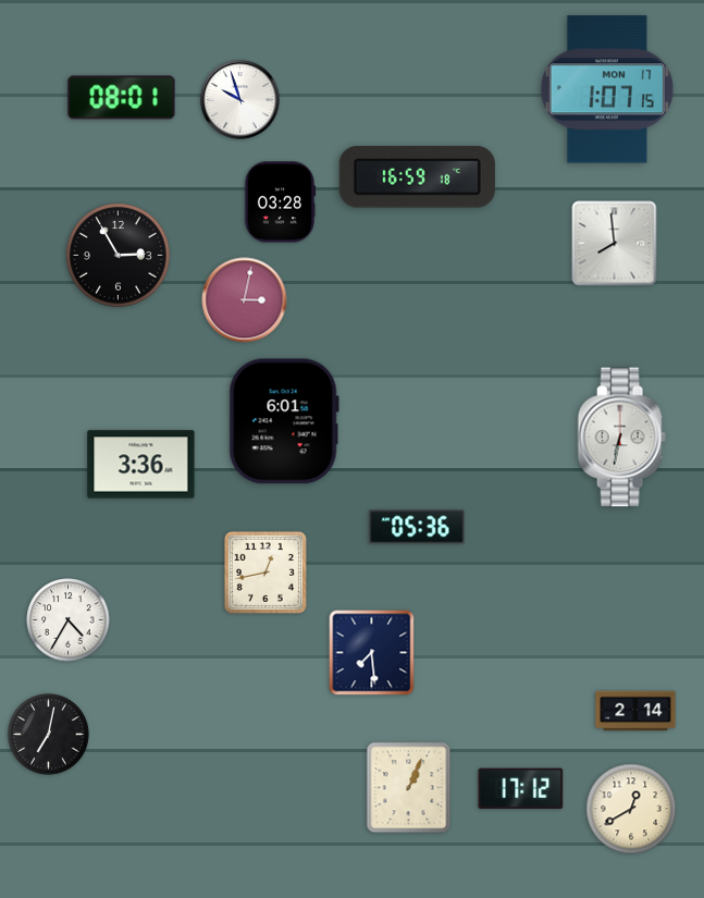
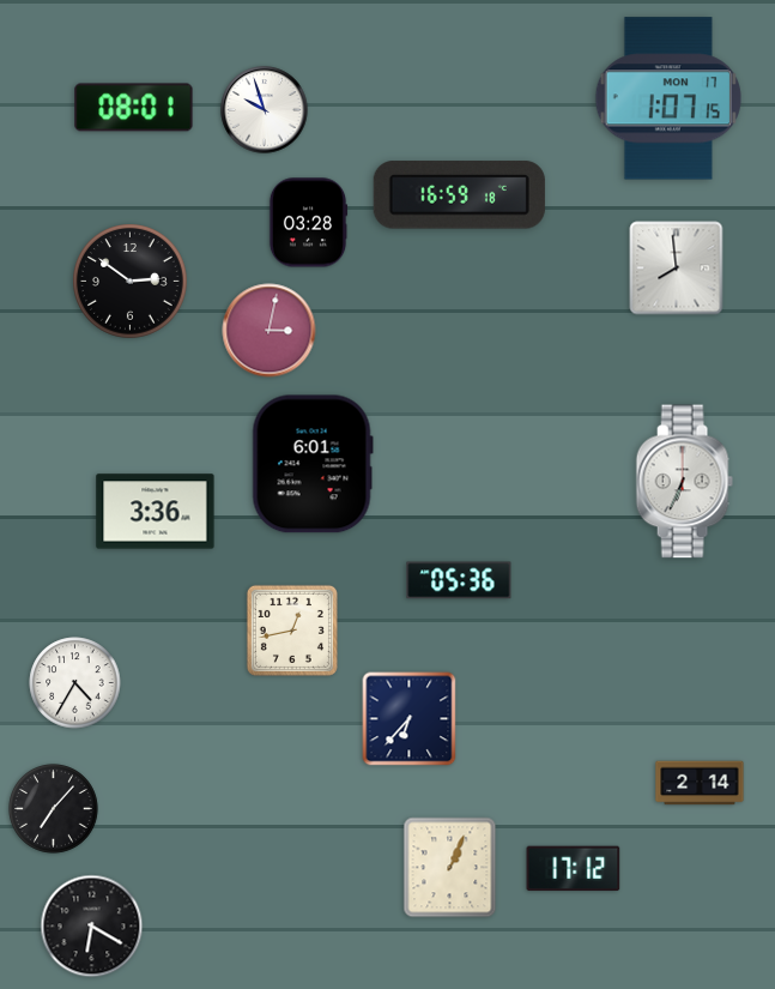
clock at (119, 256): 2:55 -> 2:51
clock at (621, 438): 6:32 -> 6:34
clock at (372, 653): 7:29 -> 6:37
clock at (49, 735): 7:02 -> 7:07
clock at (631, 809): 12:40 -> none
clock at (92, 927): none -> 6:20
